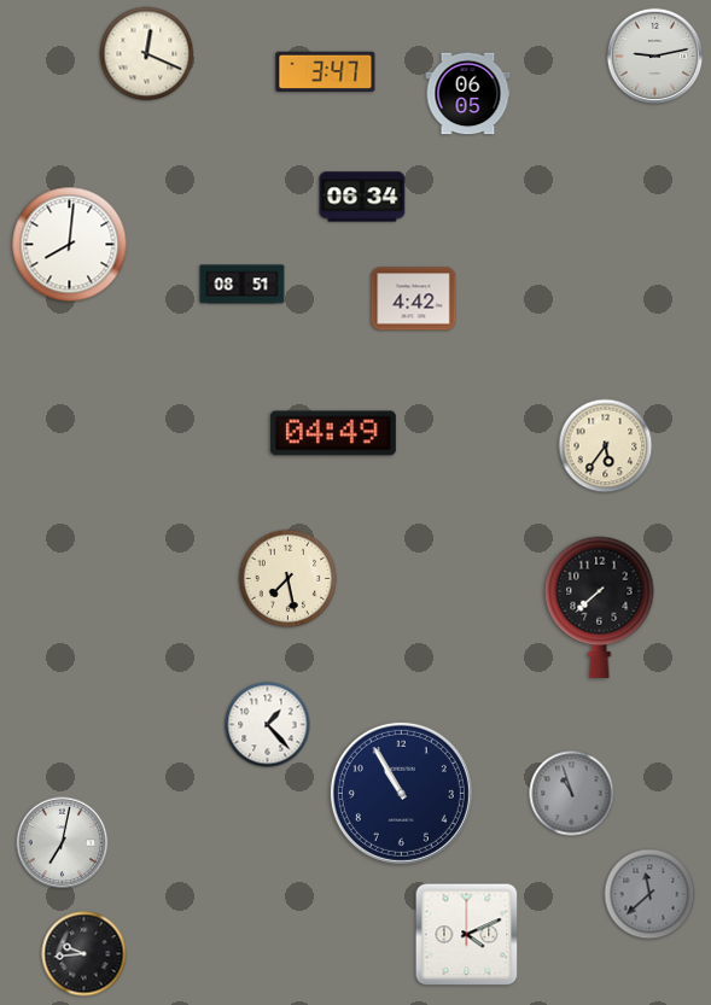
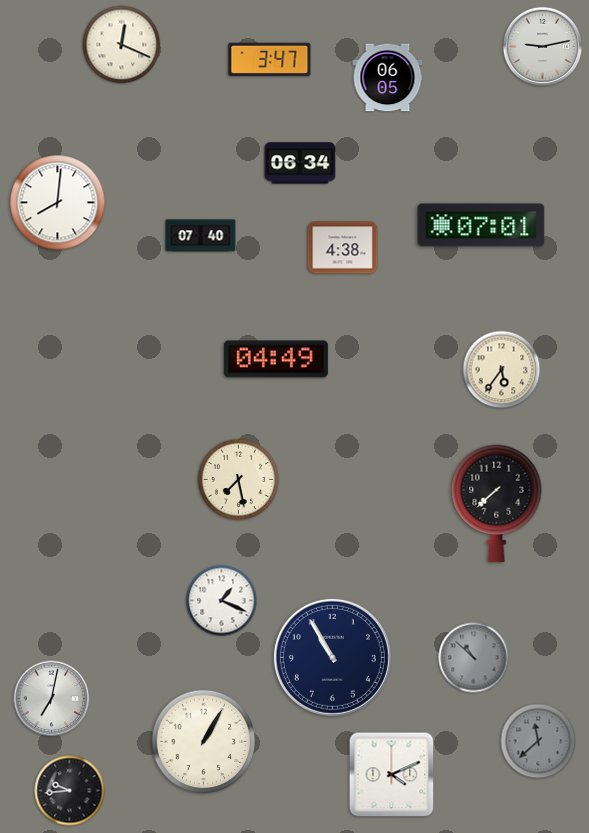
clock at (481, 225): none -> 07:01
clock at (243, 285): 08:51 -> 07:40
clock at (414, 299): 4:42 -> 4:38
clock at (268, 725): 1:23 -> 1:19
clock at (572, 794): 10:57 -> 10:52
clock at (204, 742): none -> 1:05
clock at (467, 935) position: (467, 935) -> (392, 775)
